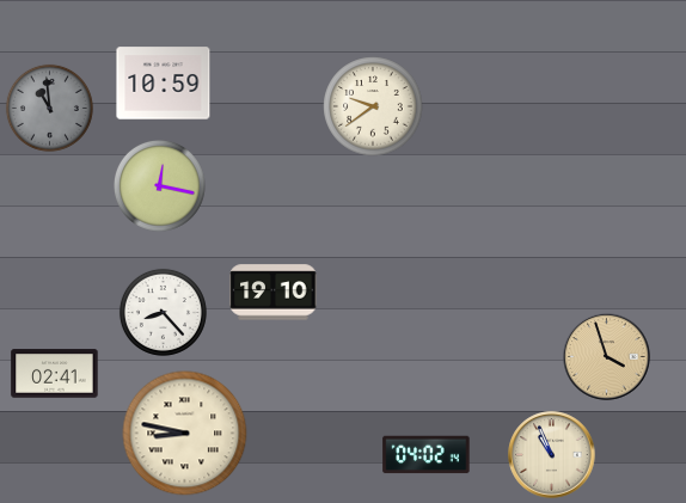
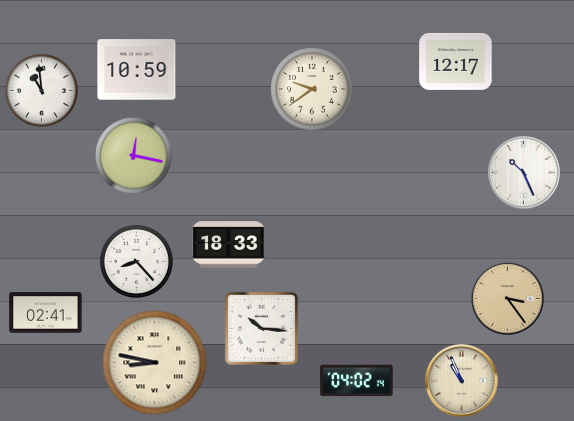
clock at (456, 61): none -> 12:17
clock at (49, 108) dial: grey -> white
clock at (524, 173): none -> 10:26
clock at (274, 293): 19:10 -> 18:33
clock at (607, 357): 3:57 -> 3:24
clock at (261, 328): none -> 10:16
